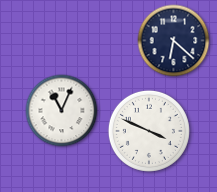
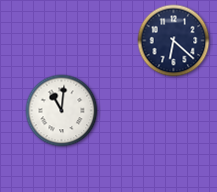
clock at (62, 111): 11:04 -> 11:01
clock at (149, 131): 3:49 -> none
